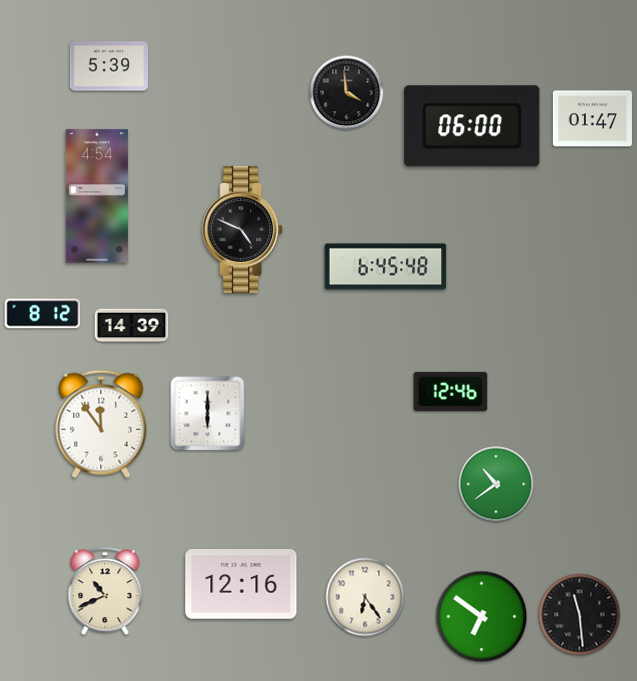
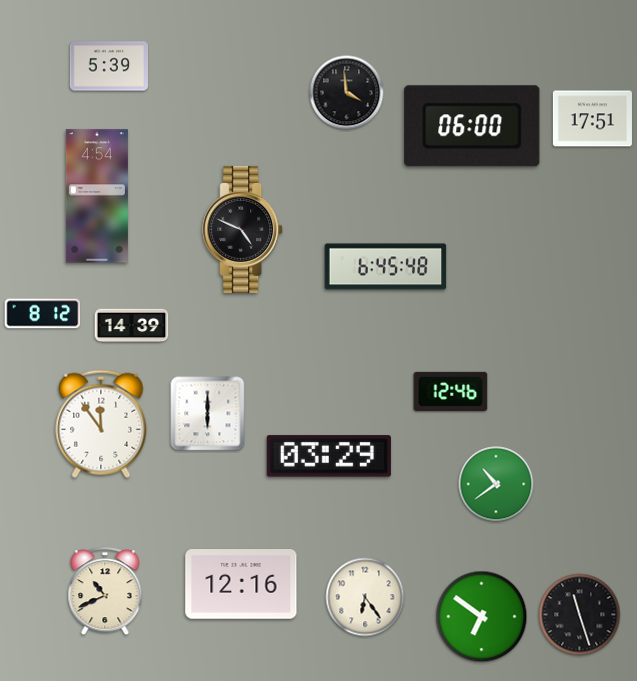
clock at (592, 119): 01:47 -> 17:51
clock at (329, 456): none -> 03:29
clock at (580, 615): 11:29 -> 11:27
